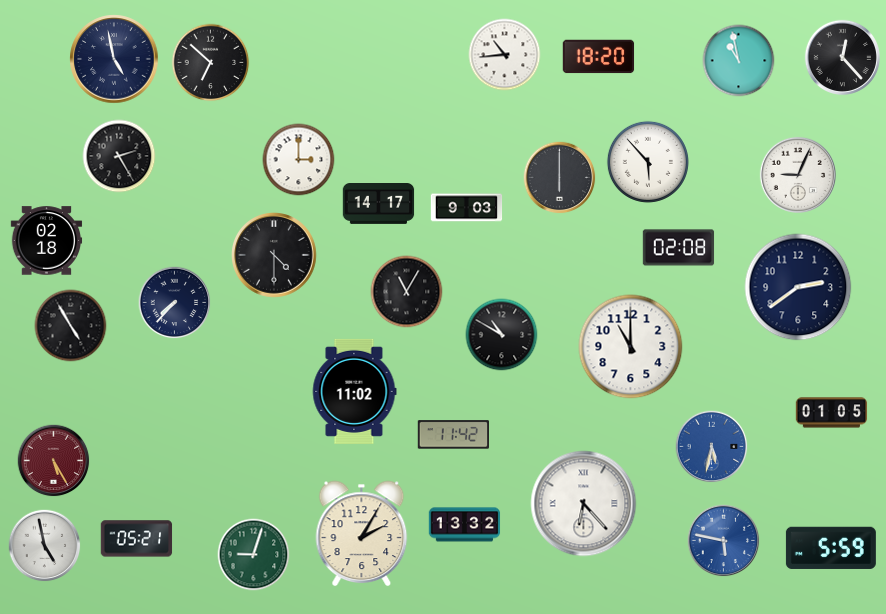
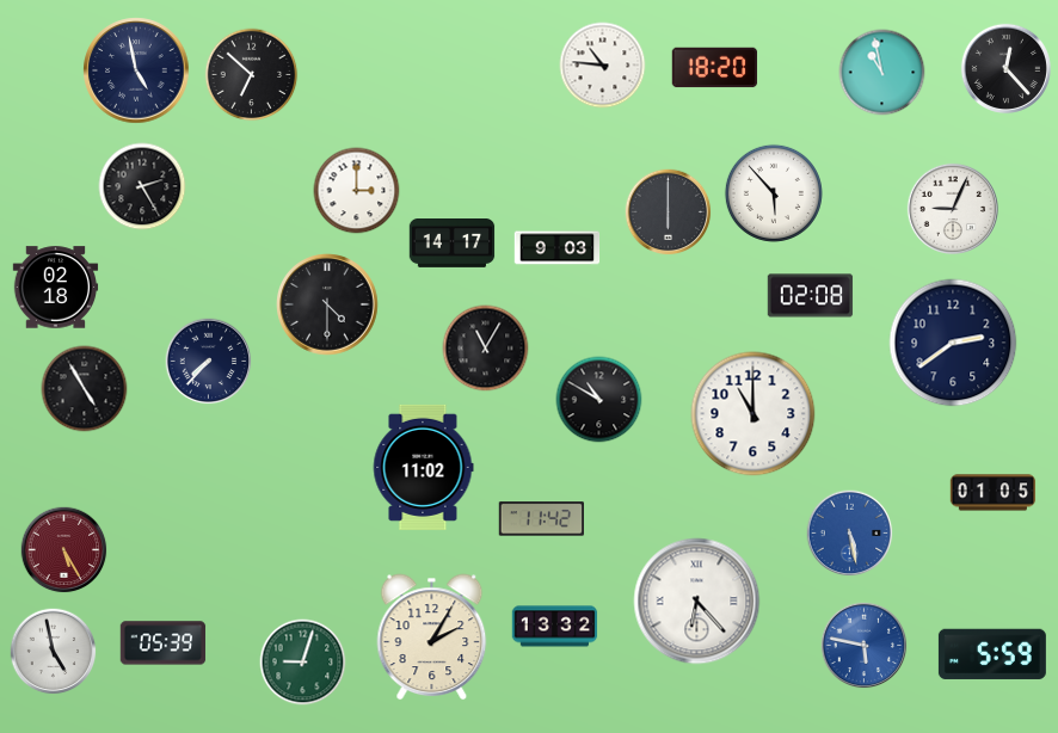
clock at (505, 55): 10:44 -> 10:46
clock at (712, 447): 5:32 -> 5:28
clock at (137, 539): 05:21 -> 05:39
